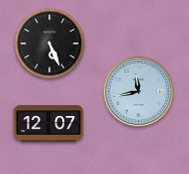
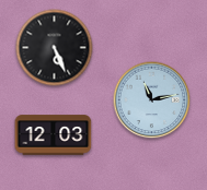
clock at (139, 92): 11:43 -> 11:13
clock at (49, 124): 12:07 -> 12:03
